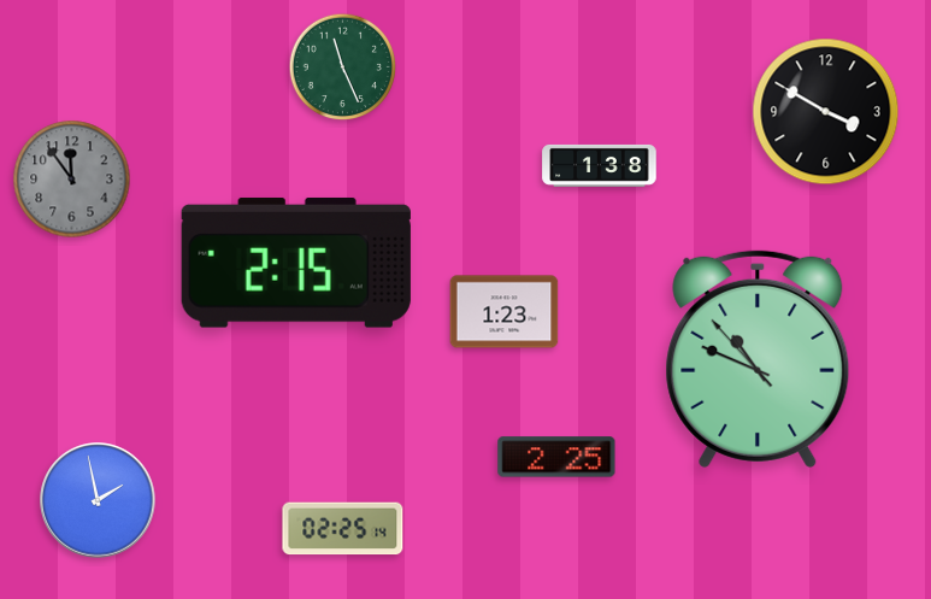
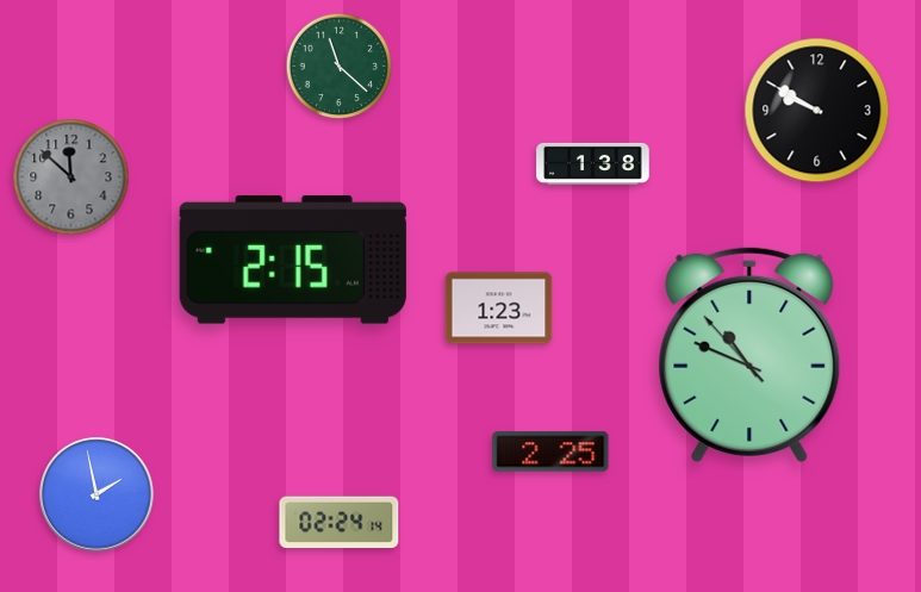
clock at (343, 67): 11:26 -> 11:22
clock at (826, 112): 3:50 -> 9:50
clock at (72, 180): 11:54 -> 11:52
clock at (343, 529): 02:25 -> 02:24
